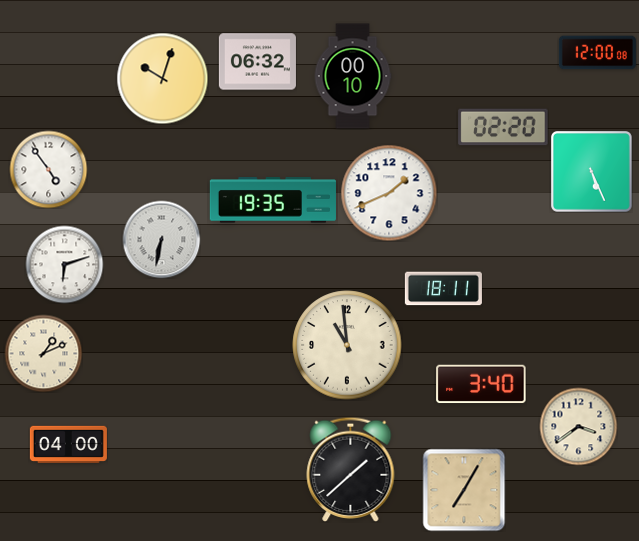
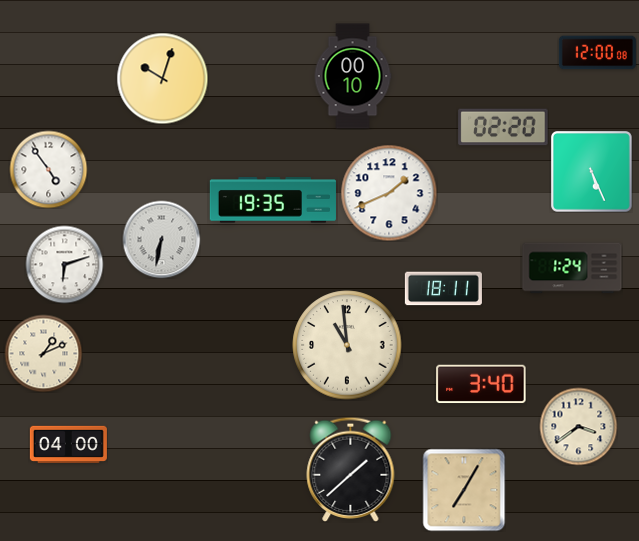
clock at (257, 62): 06:32 -> none
clock at (572, 268): none -> 1:24
